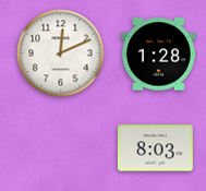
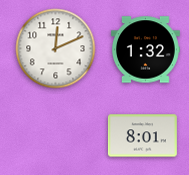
clock at (158, 55): 1:28 -> 1:32
clock at (155, 148): 8:03 -> 8:01
